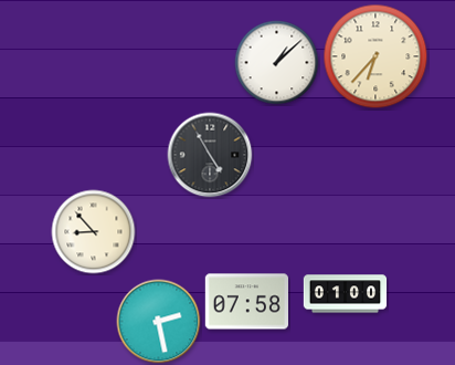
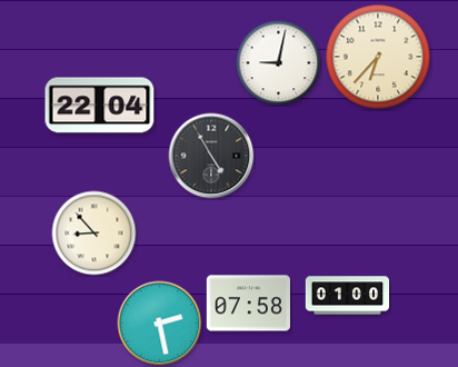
clock at (277, 63): 1:08 -> 9:02
clock at (100, 106): none -> 22:04
